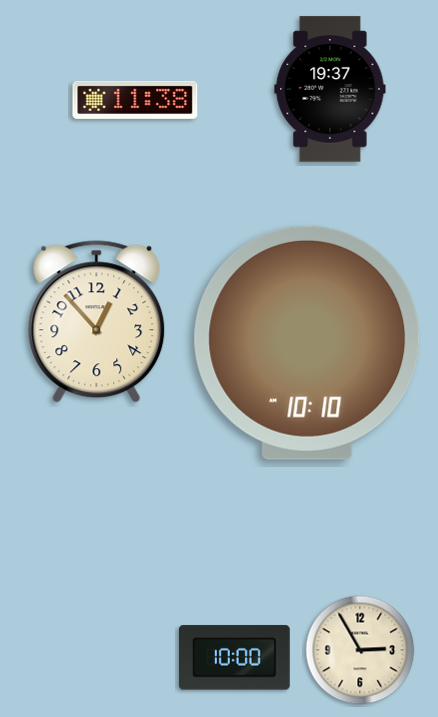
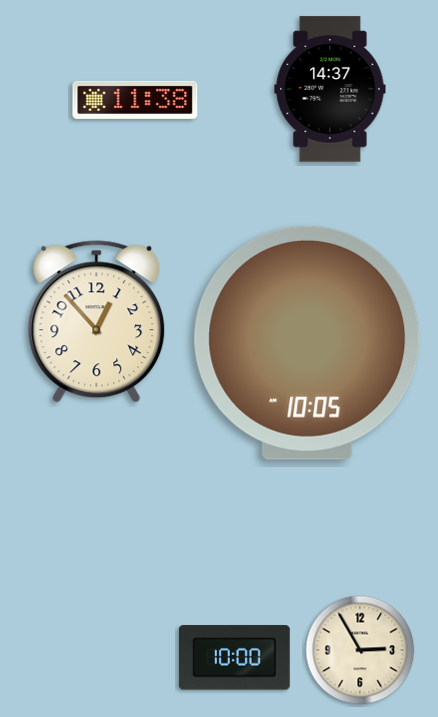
clock at (330, 89): 19:37 -> 14:37
clock at (307, 343): 10:10 -> 10:05
